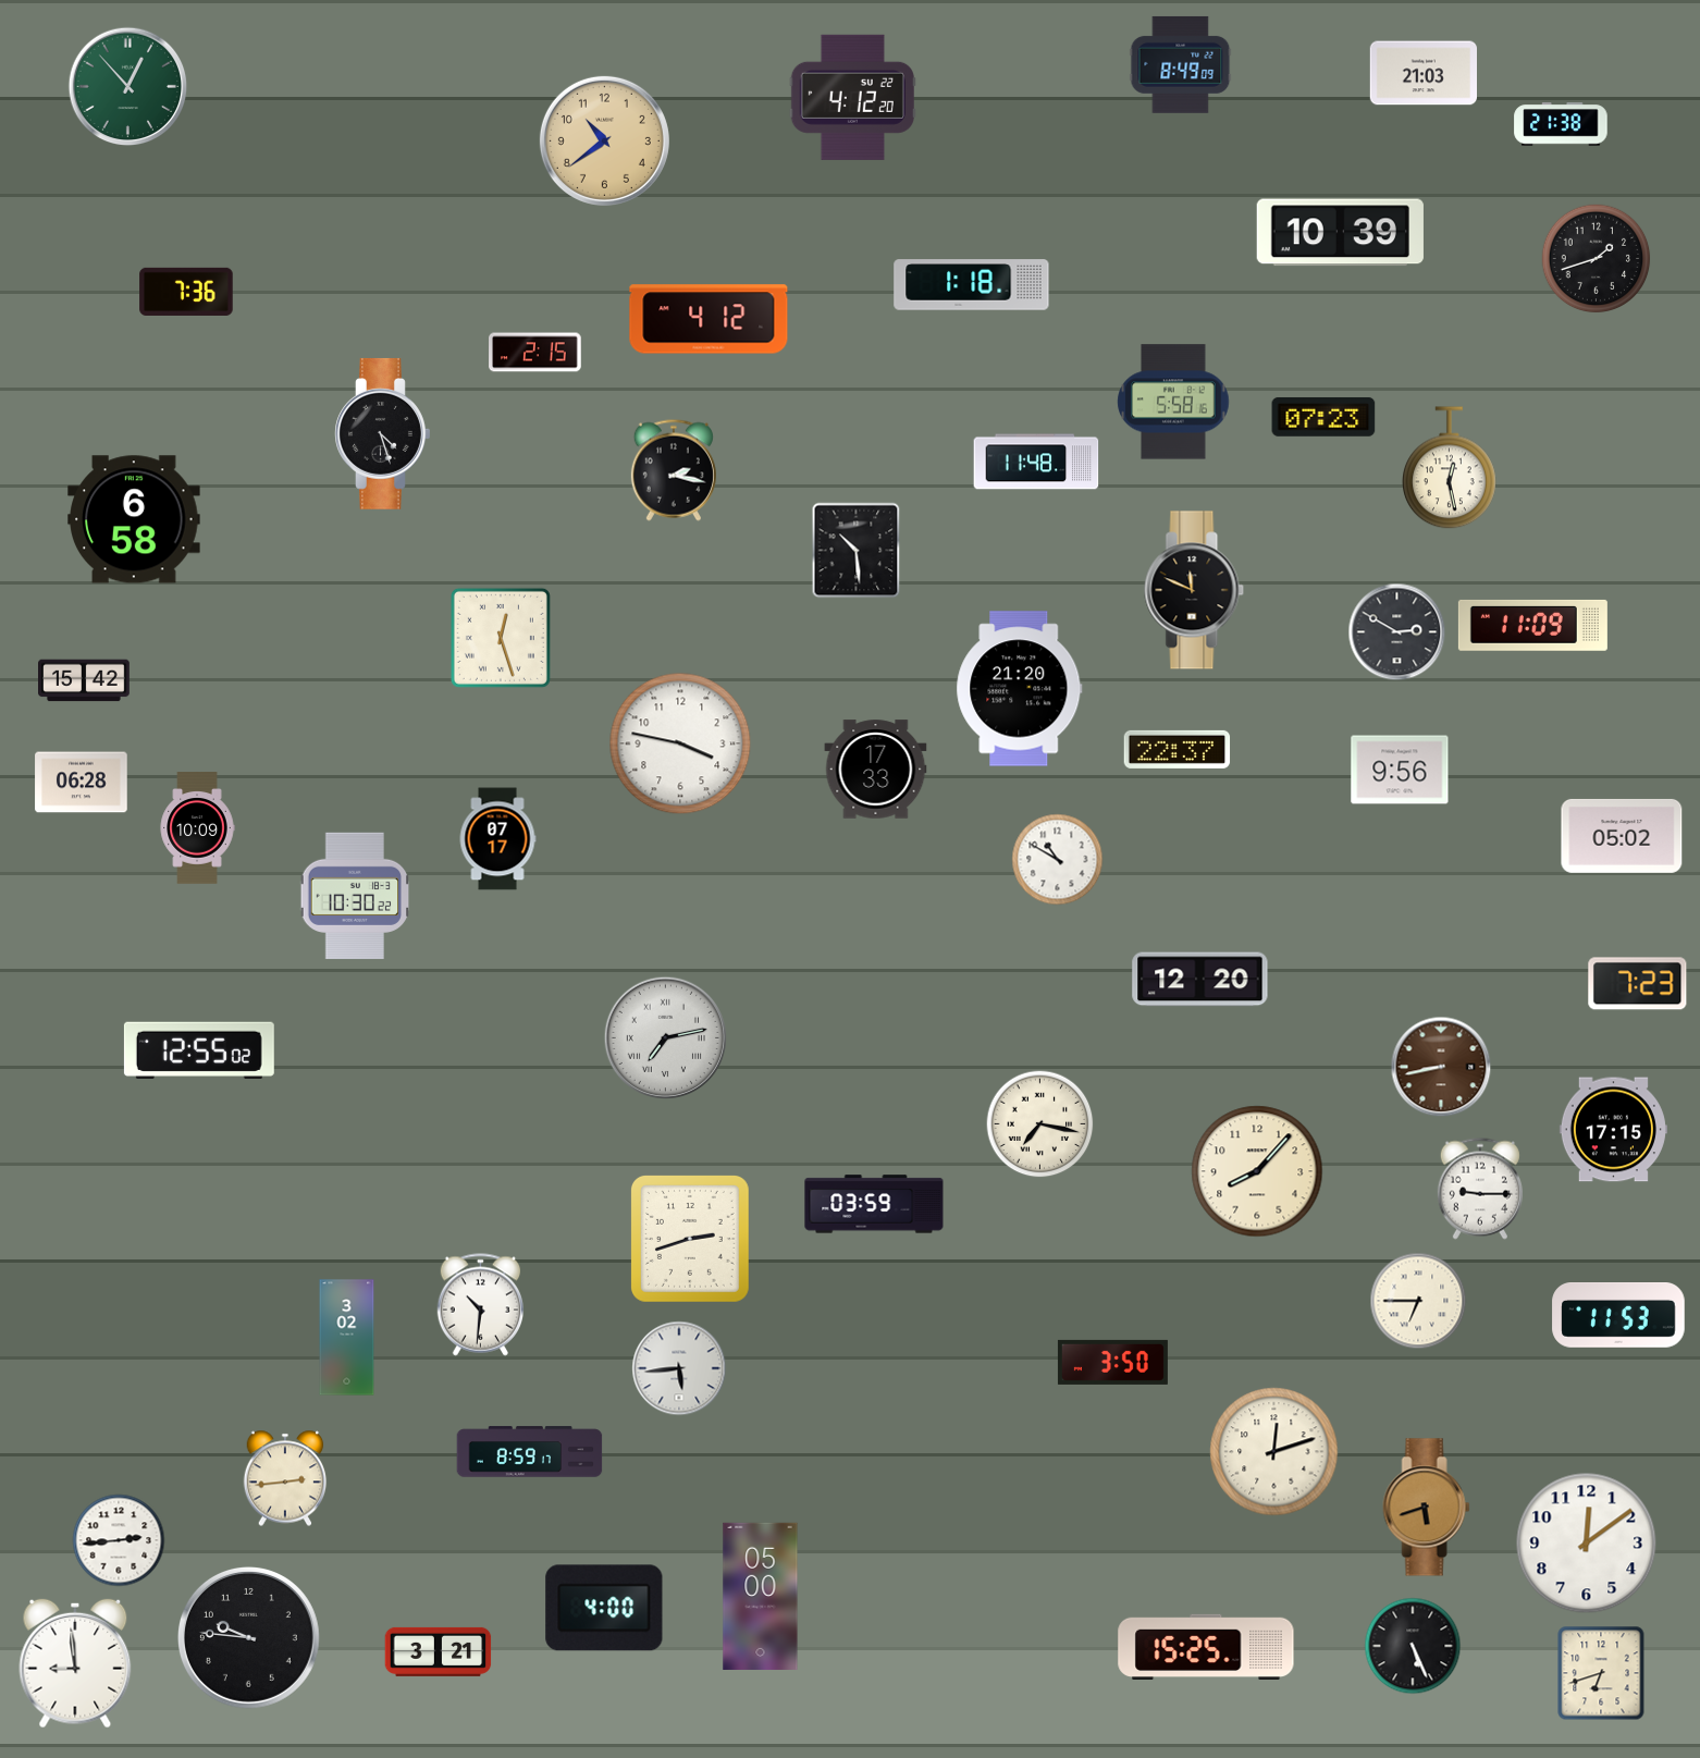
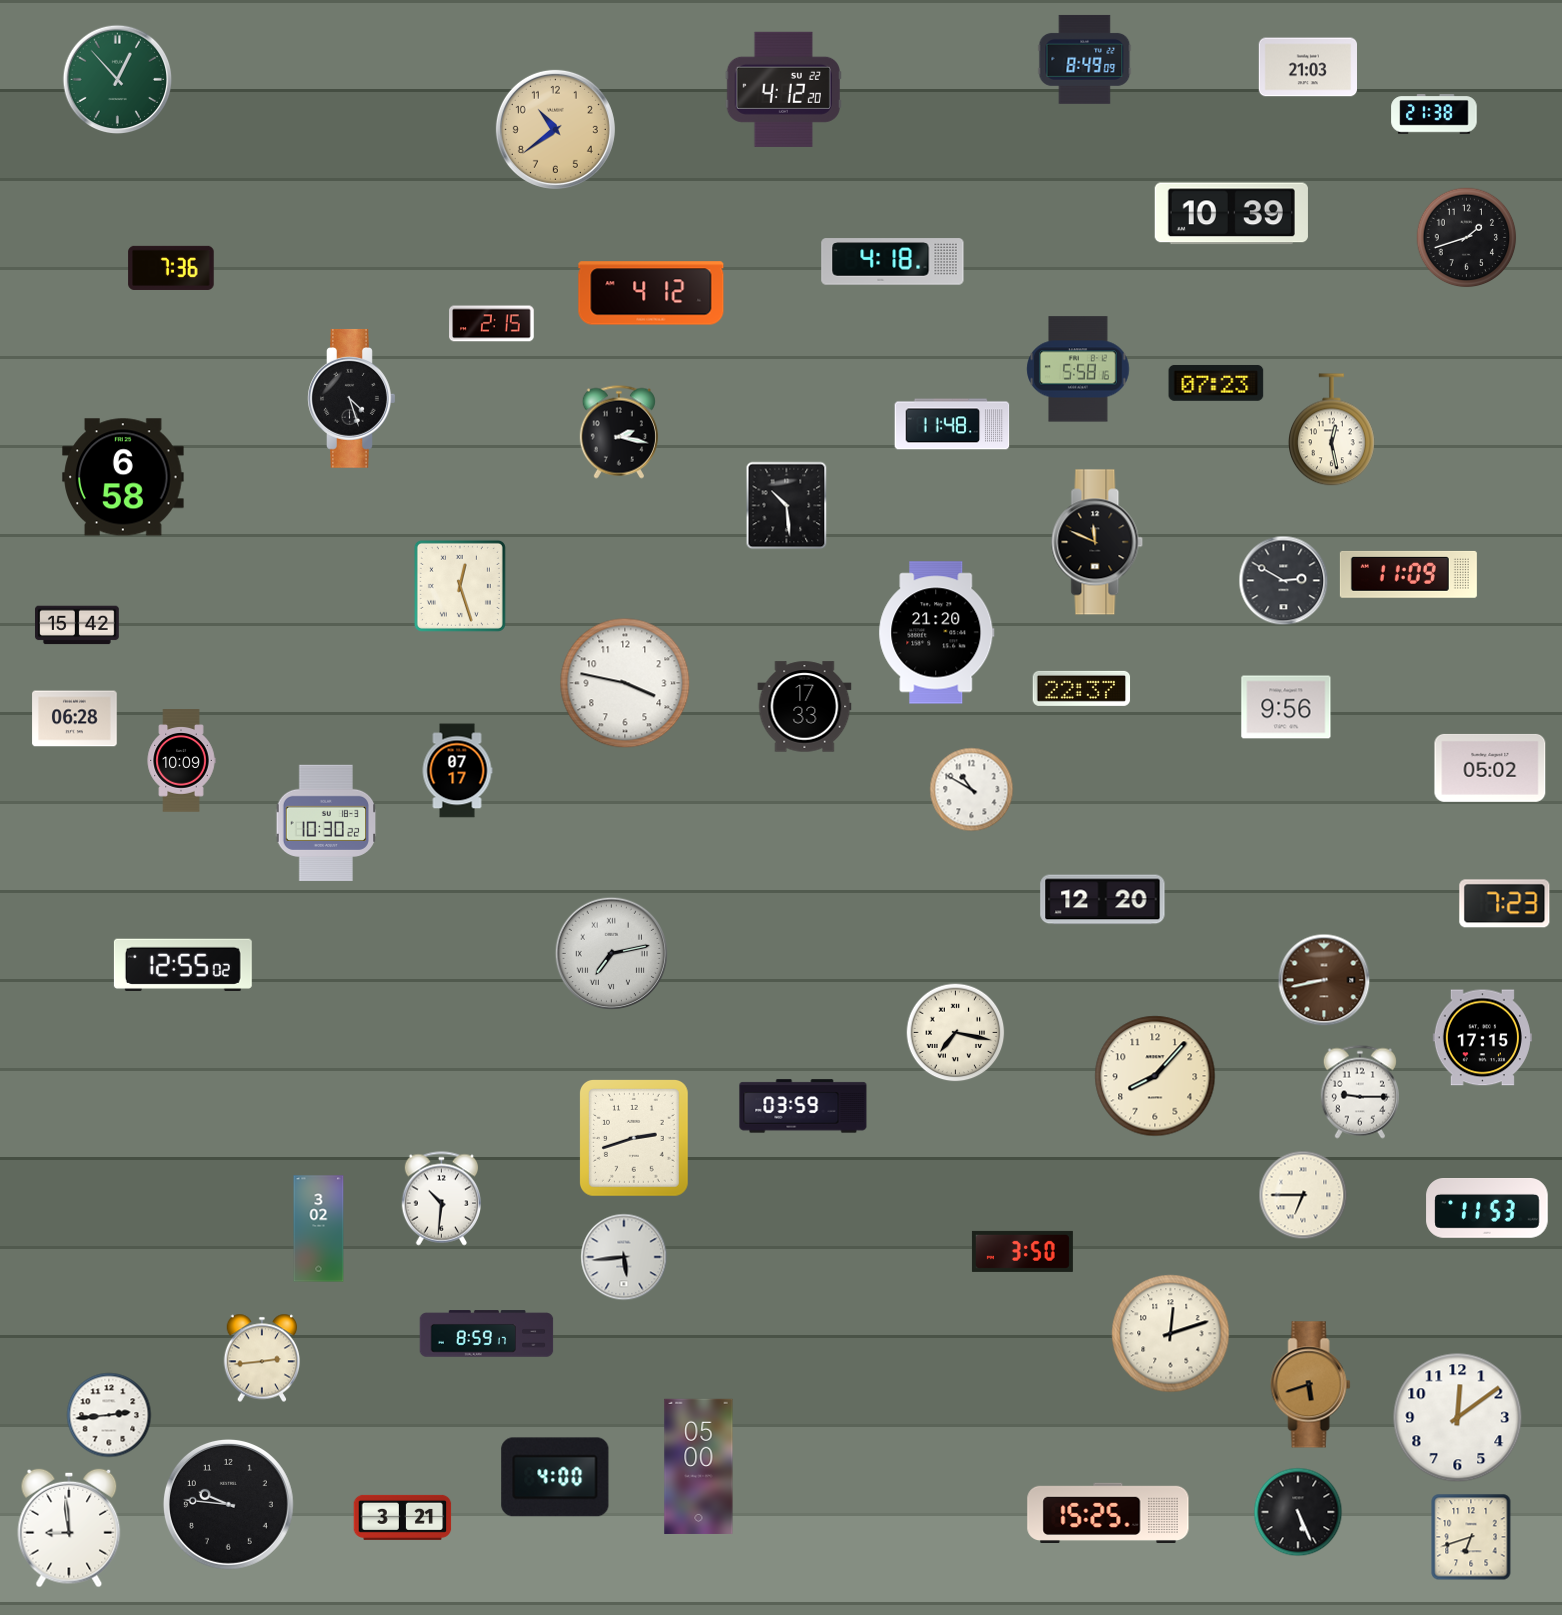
clock at (972, 285): 1:18 -> 4:18
